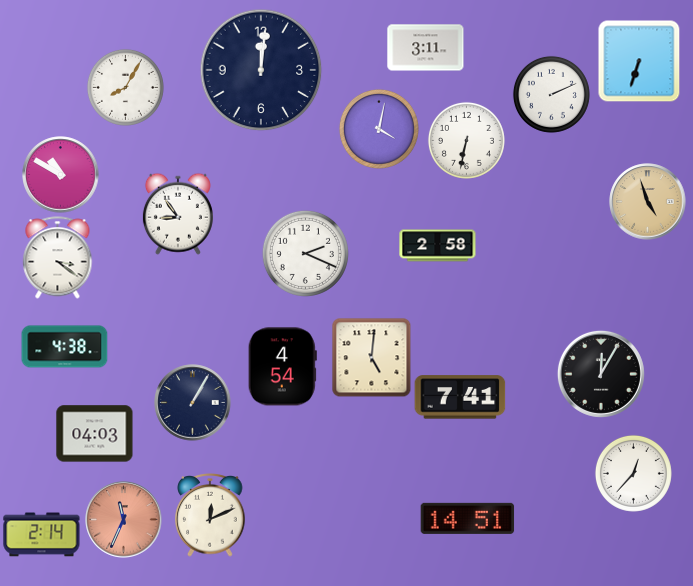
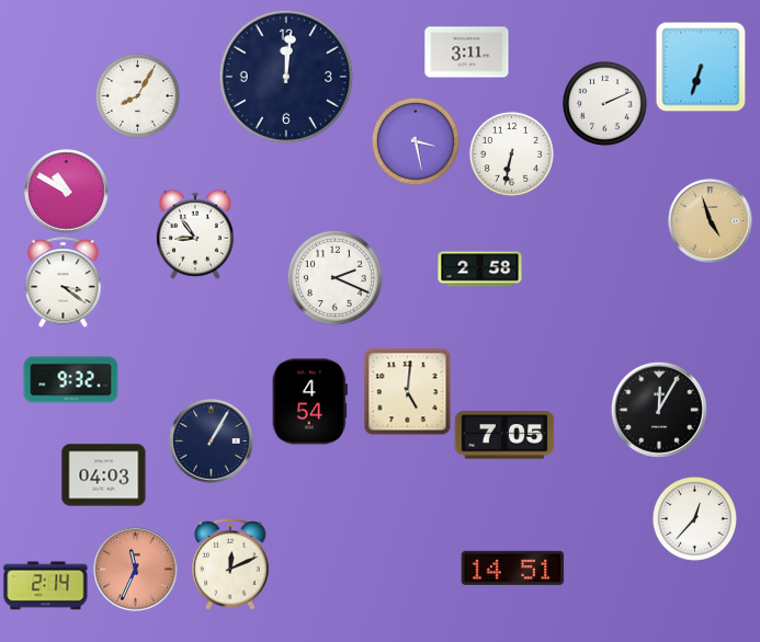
clock at (379, 129): 4:02 -> 3:28
clock at (65, 347): 4:38 -> 9:32
clock at (460, 397): 7:41 -> 7:05
